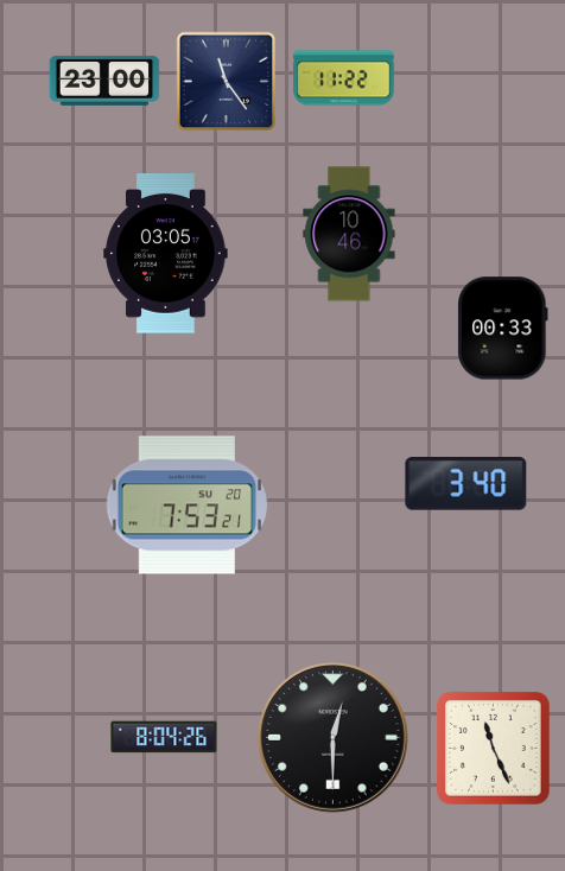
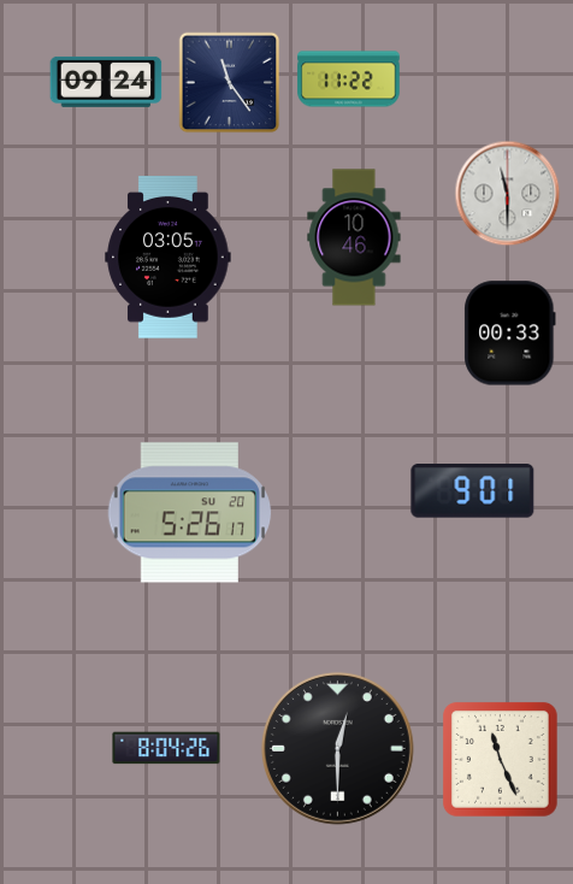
clock at (104, 81): 23:00 -> 09:24
clock at (508, 194): none -> 11:30
clock at (466, 484): 3:40 -> 9:01
clock at (188, 506): 7:53 -> 5:26
